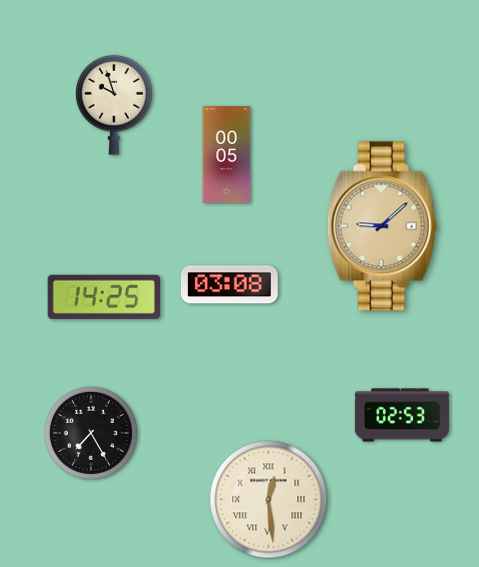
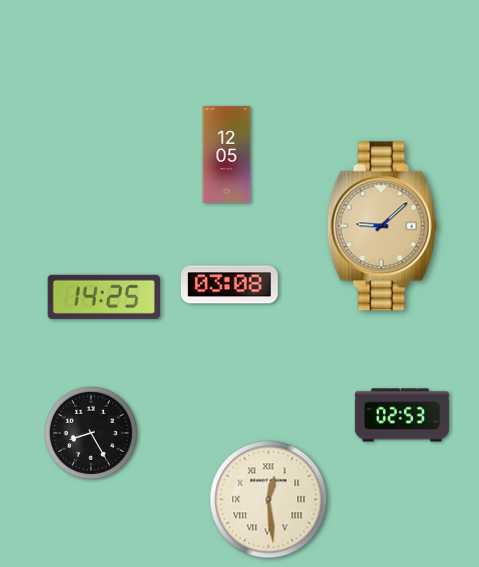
clock at (115, 105): 9:57 -> none
clock at (227, 155): 00:05 -> 12:05
clock at (91, 433): 7:25 -> 8:25
